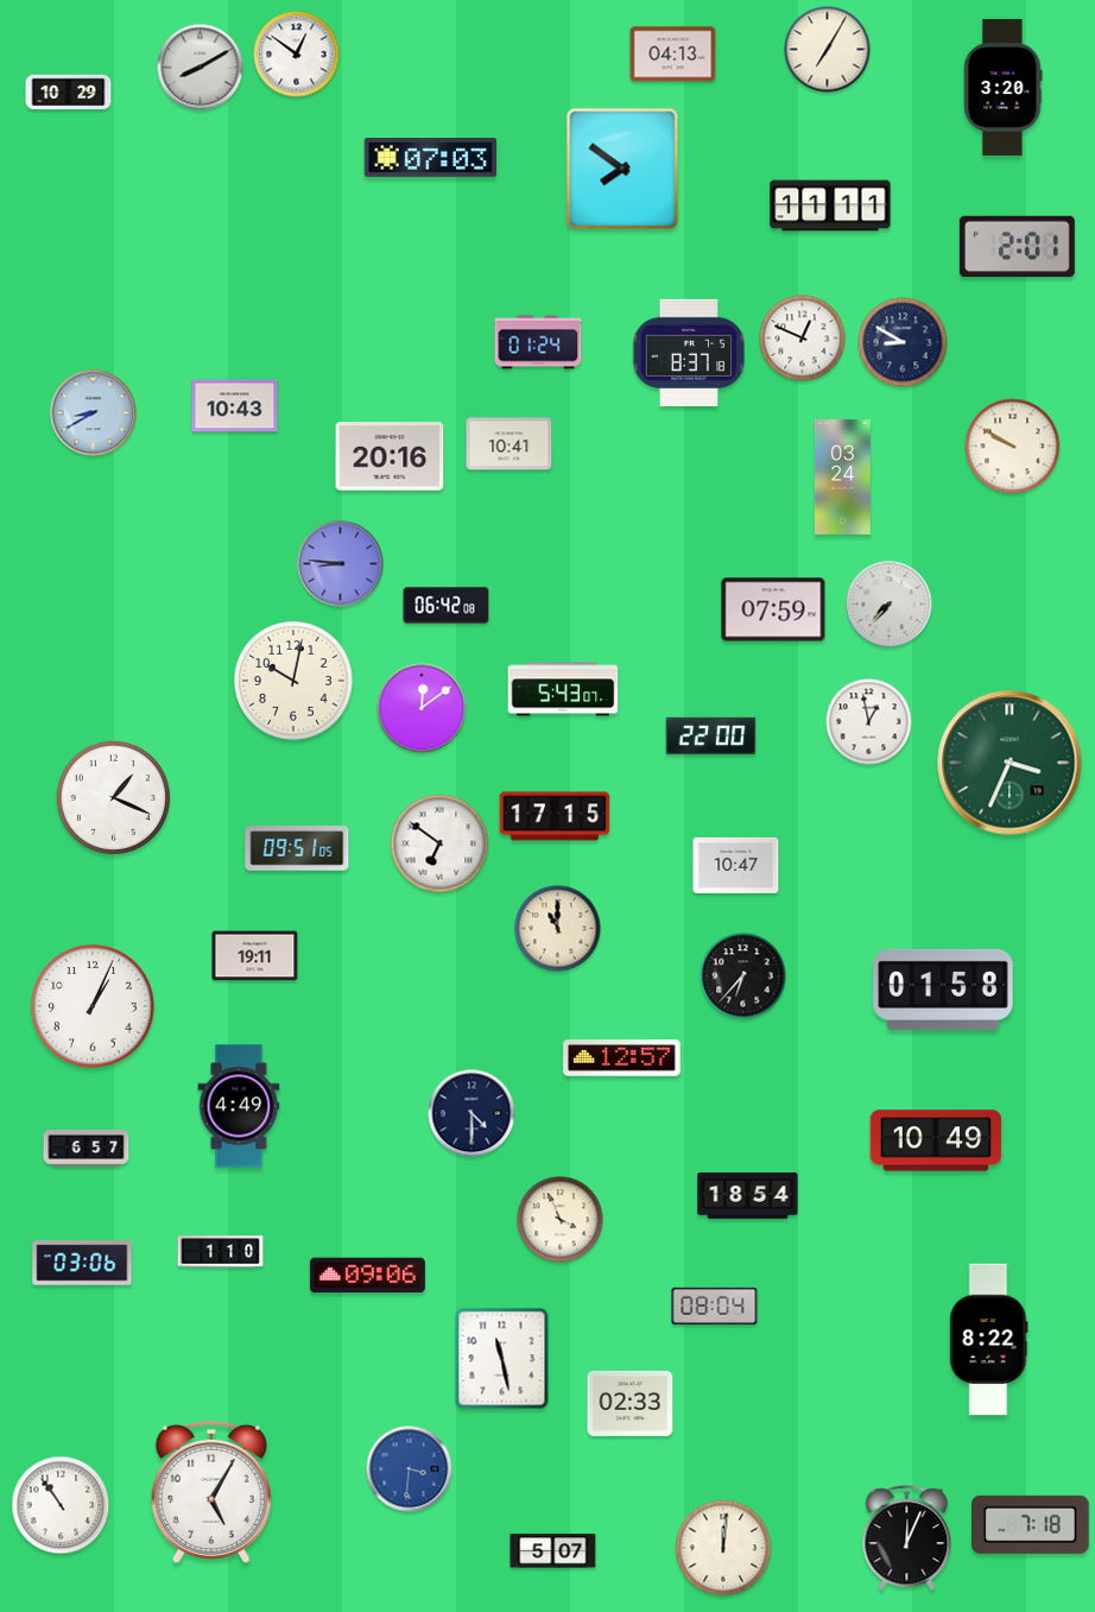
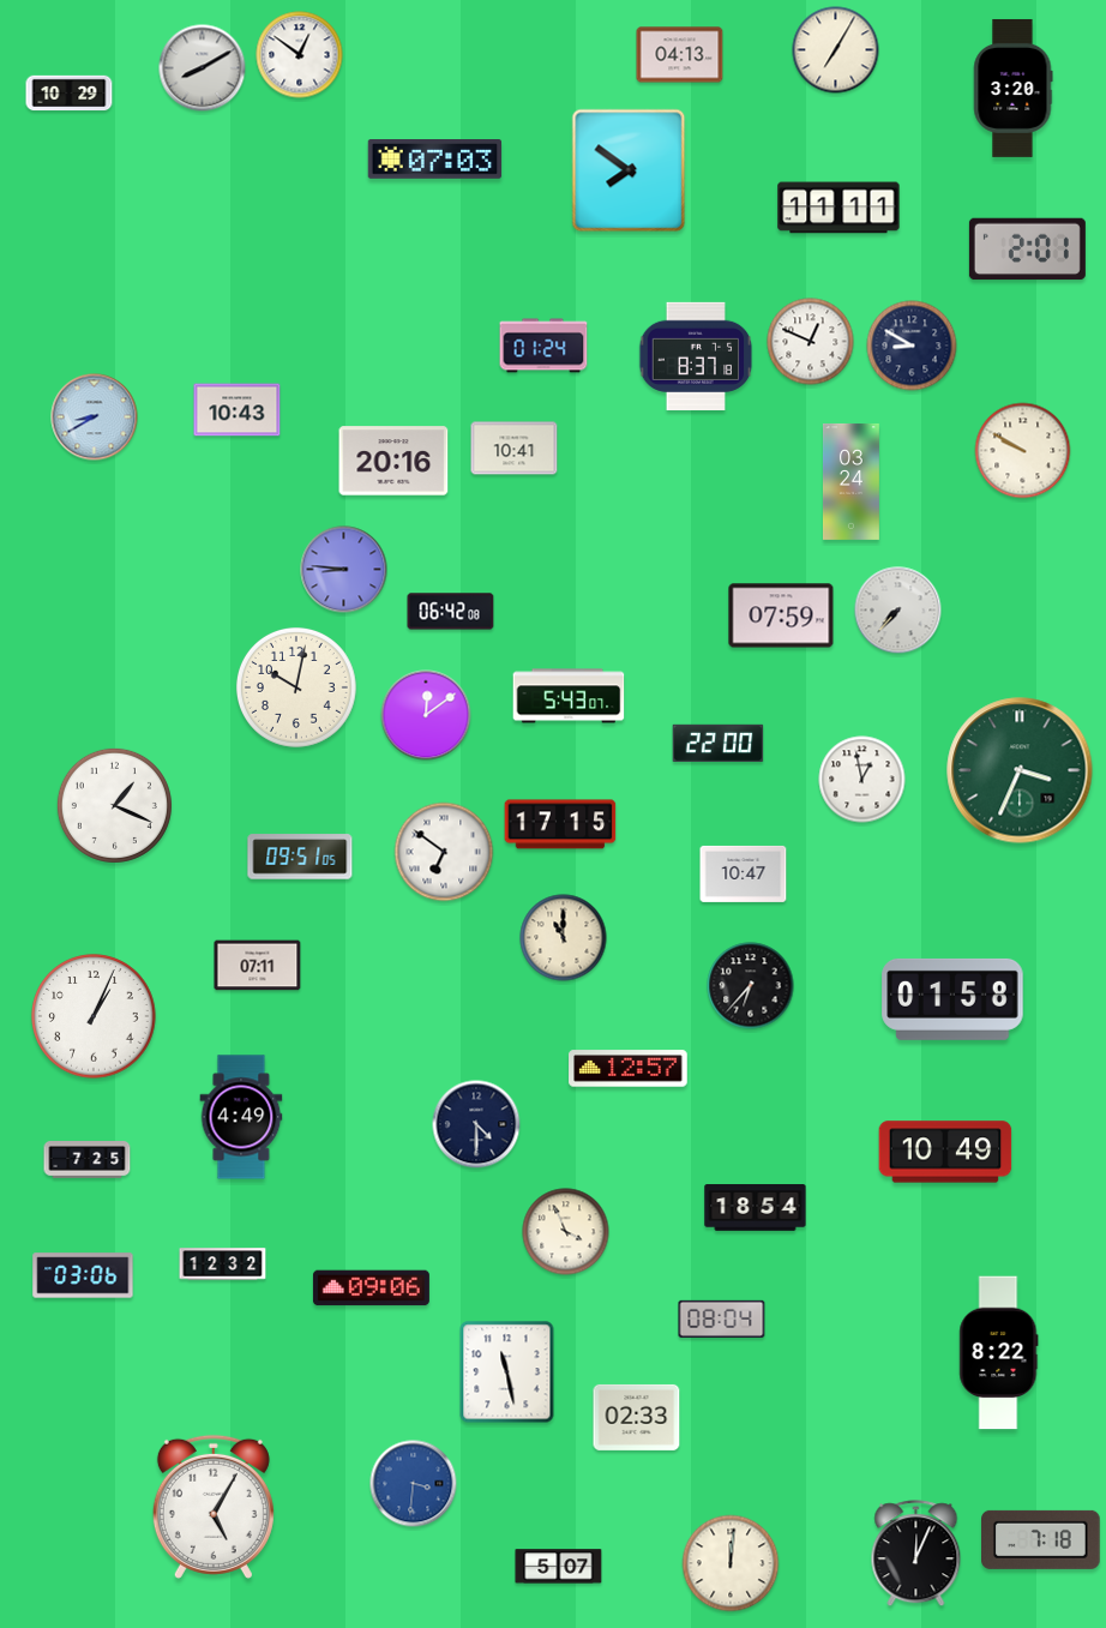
clock at (869, 722) position: (869, 722) -> (862, 780)
clock at (255, 956): 19:11 -> 07:11
clock at (87, 1149): 6:57 -> 7:25
clock at (221, 1252): 1:10 -> 12:32
clock at (61, 1505): 10:54 -> none
